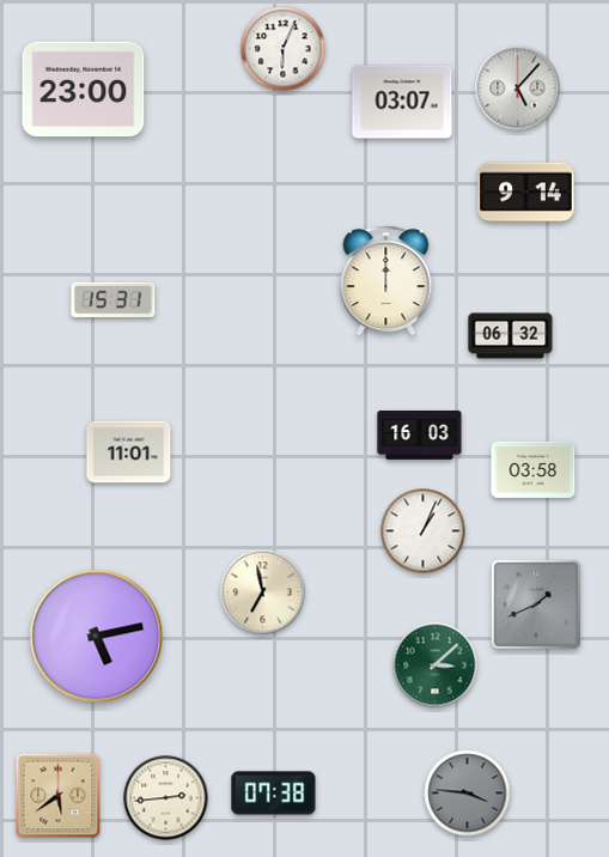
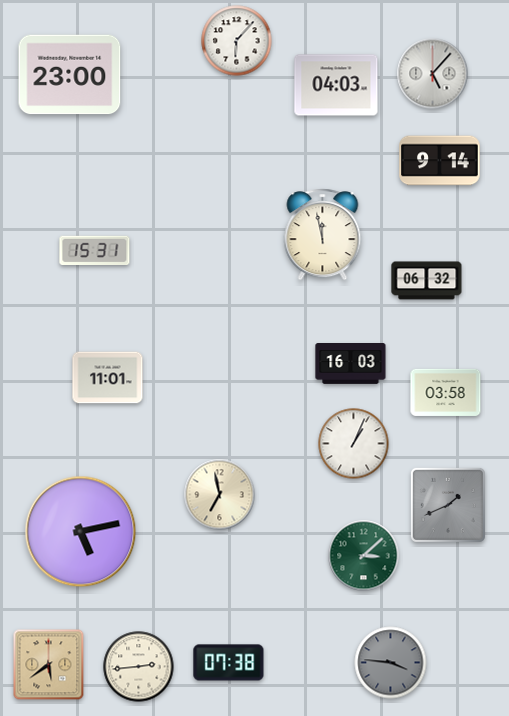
clock at (284, 49): 6:04 -> 6:07
clock at (402, 102): 03:07 -> 04:03
clock at (386, 281): 12:00 -> 11:58
